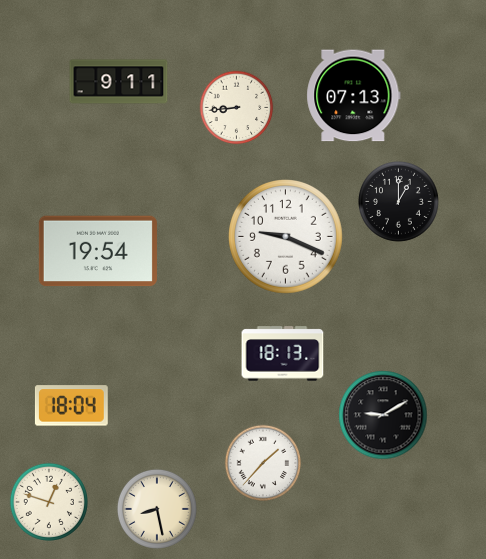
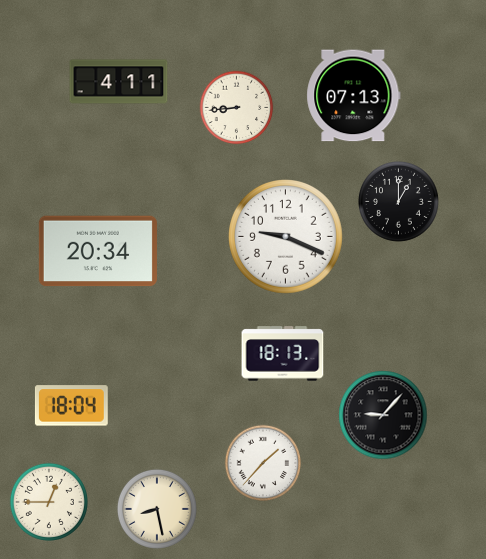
clock at (119, 82): 9:11 -> 4:11
clock at (98, 251): 19:54 -> 20:34
clock at (383, 415): 9:10 -> 9:07
clock at (49, 502): 12:48 -> 12:45
